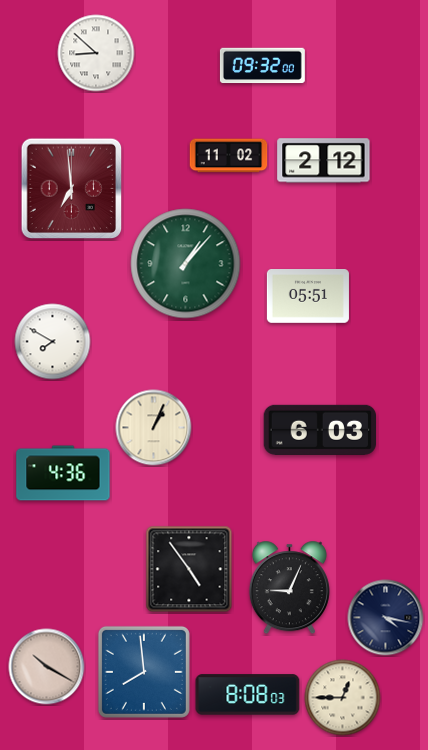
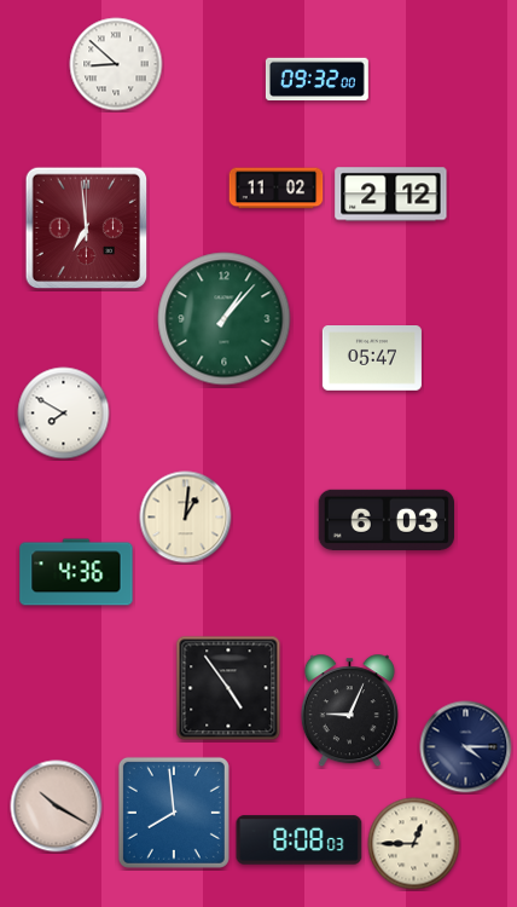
clock at (308, 296): 05:51 -> 05:47
clock at (154, 428): 1:04 -> 1:01
clock at (386, 618): 4:17 -> 4:15
